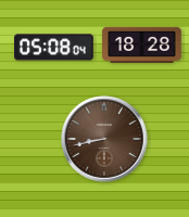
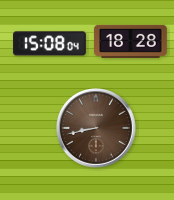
clock at (54, 48): 05:08 -> 15:08
